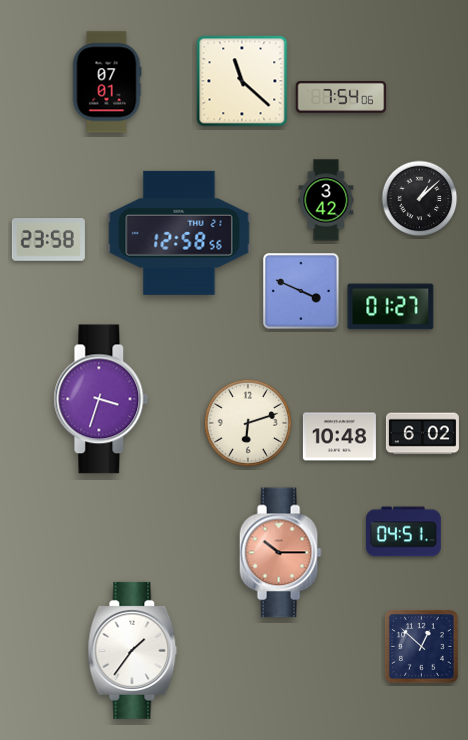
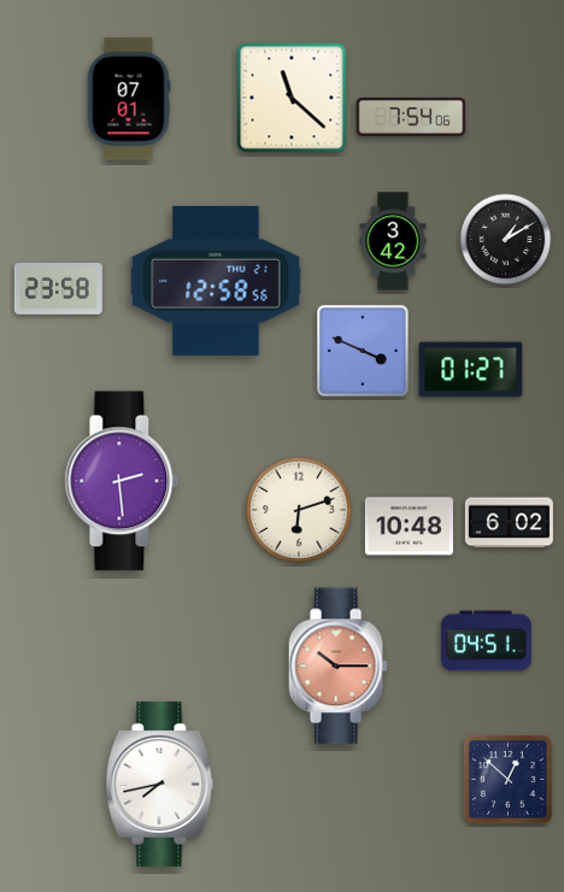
clock at (420, 199): 1:08 -> 1:10
clock at (101, 399): 3:33 -> 2:29
clock at (133, 650): 1:36 -> 7:43
